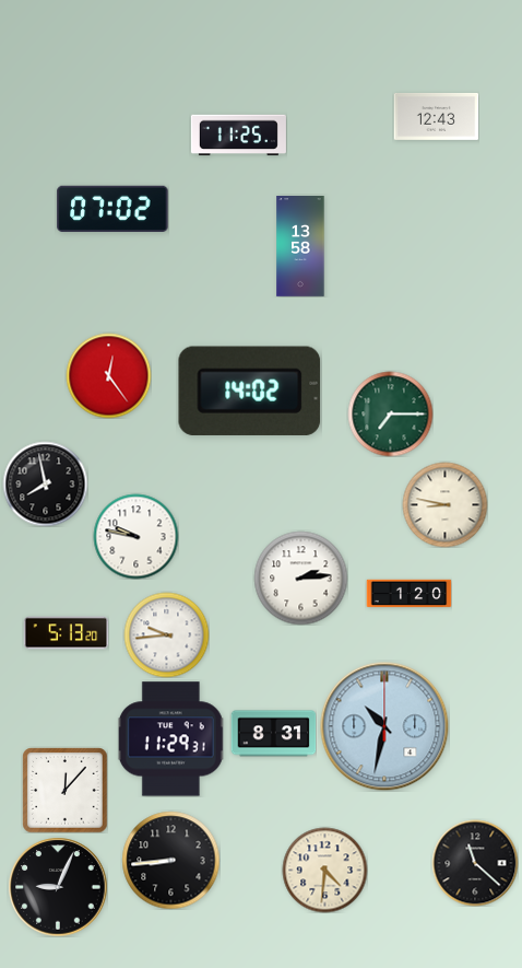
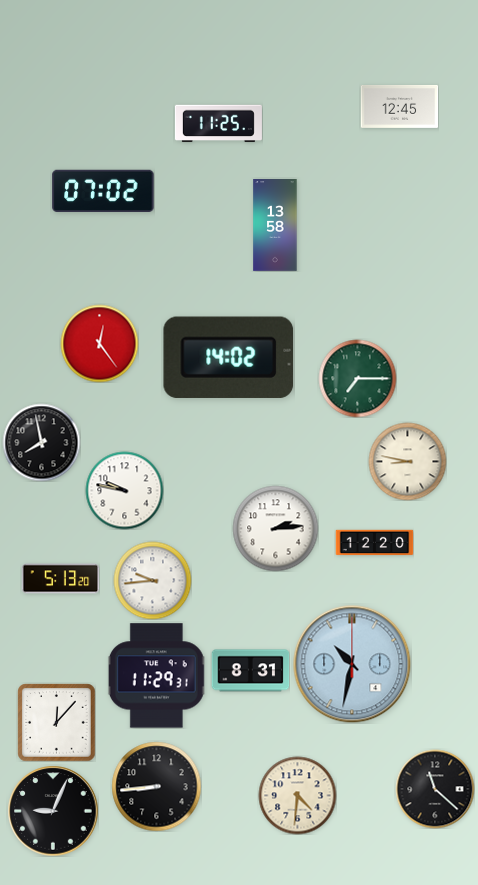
clock at (436, 116): 12:43 -> 12:45
clock at (408, 594): 1:20 -> 12:20
clock at (64, 790) position: (64, 790) -> (56, 722)
